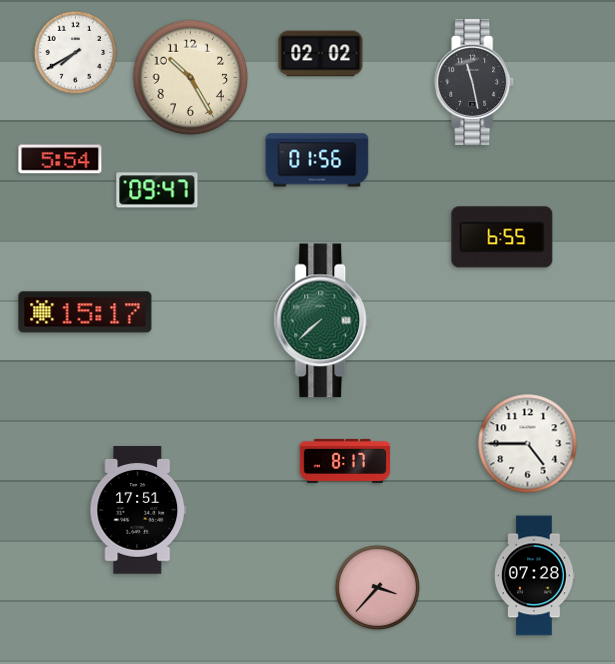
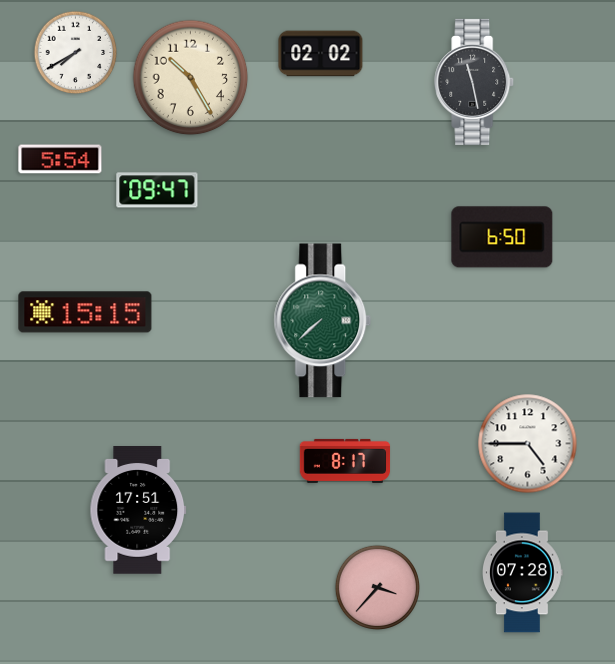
clock at (317, 160): 01:56 -> none
clock at (502, 237): 6:55 -> 6:50
clock at (85, 312): 15:17 -> 15:15
clock at (535, 576) position: (535, 576) -> (523, 573)
